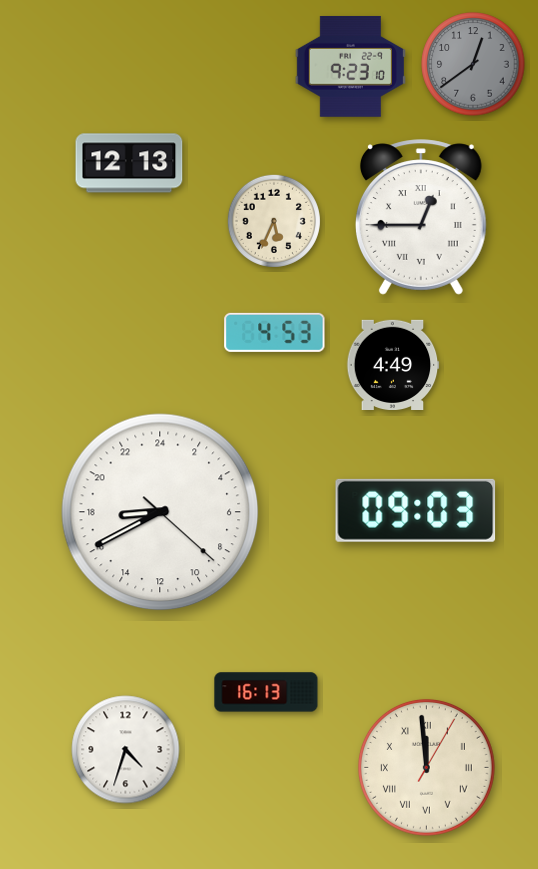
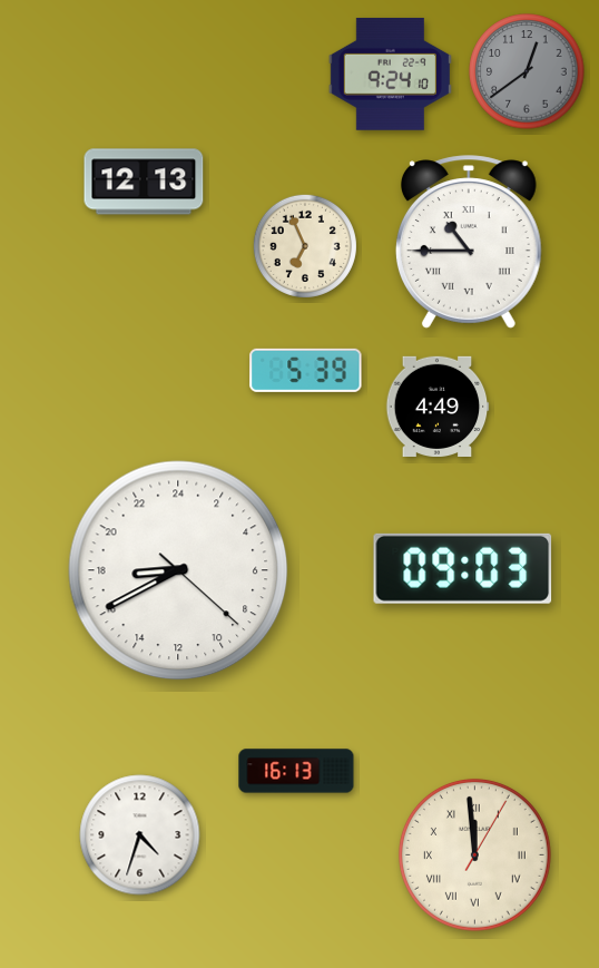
clock at (350, 66): 9:23 -> 9:24
clock at (421, 217): 12:45 -> 10:45
clock at (274, 221): 5:34 -> 6:56
clock at (275, 332): 4:53 -> 5:39
